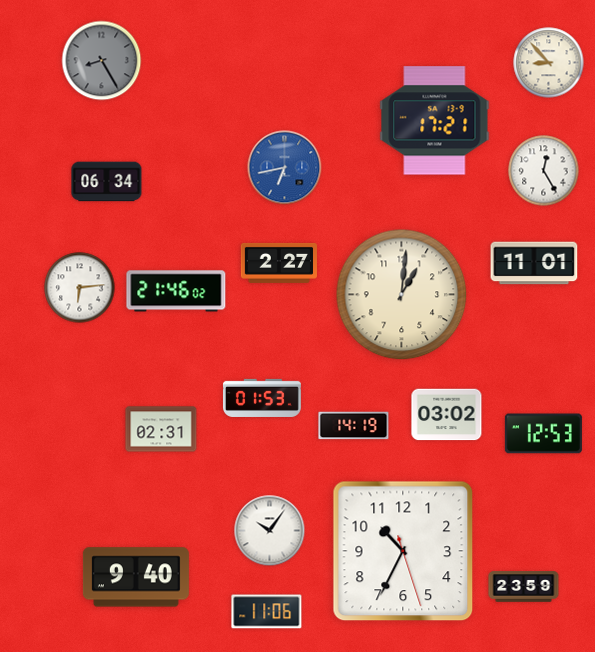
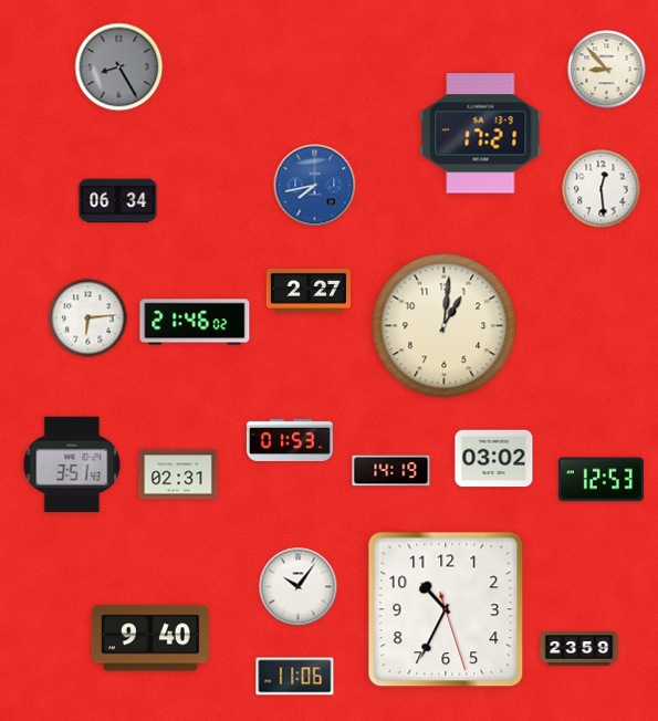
clock at (102, 61) position: (102, 61) -> (119, 67)
clock at (285, 168): 6:43 -> 7:43
clock at (544, 171): 12:25 -> 12:29
clock at (534, 263): 11:01 -> none
clock at (72, 464): none -> 3:51
